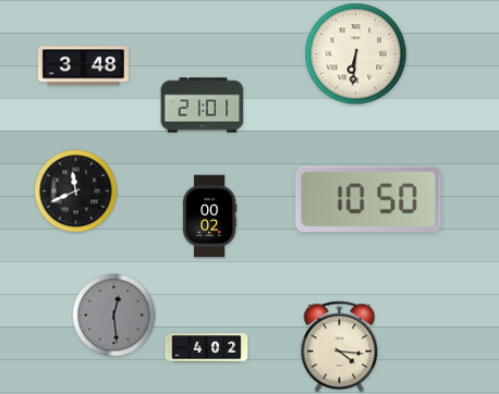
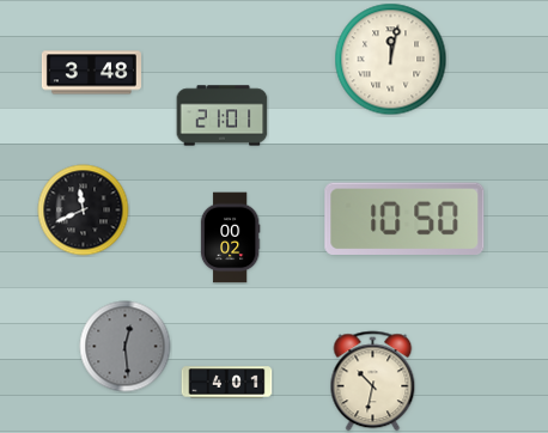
clock at (356, 54): 6:31 -> 12:02
clock at (340, 347): 4:16 -> 10:32
clock at (207, 348): 4:02 -> 4:01
